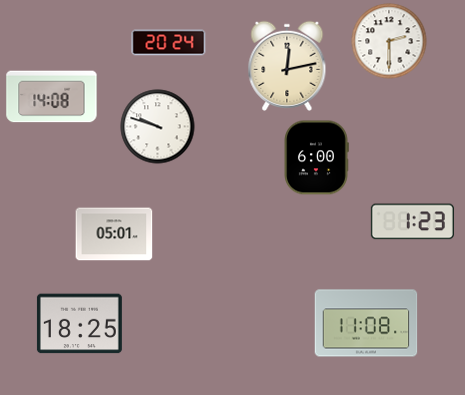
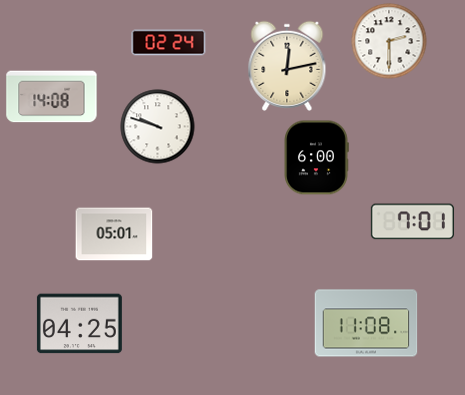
clock at (169, 43): 20:24 -> 02:24
clock at (412, 222): 1:23 -> 7:01
clock at (79, 324): 18:25 -> 04:25
